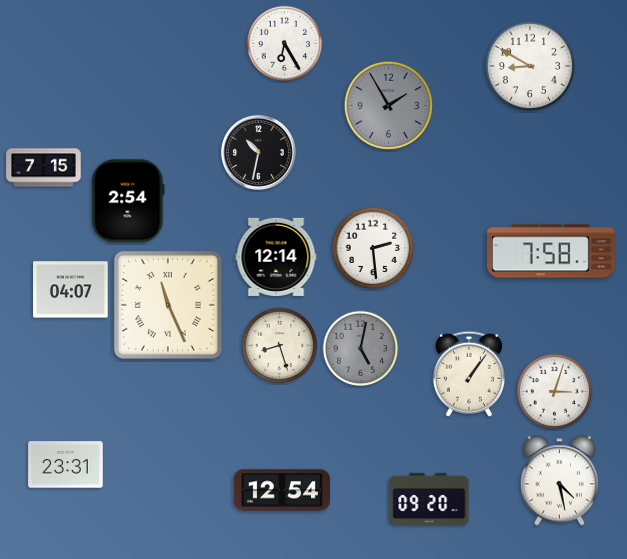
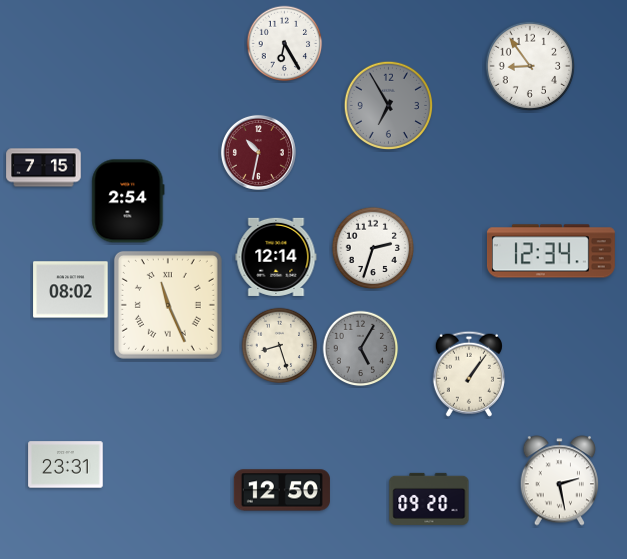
clock at (529, 65): 8:50 -> 8:54
clock at (388, 105): 1:55 -> 6:55
clock at (258, 152) dial: black -> burgundy
clock at (373, 248): 2:29 -> 2:33
clock at (551, 251): 7:58 -> 12:34
clock at (71, 290): 04:07 -> 08:02
clock at (361, 349): 5:02 -> 5:05
clock at (555, 392): 3:03 -> none
clock at (559, 481): 4:28 -> 2:28
clock at (282, 490): 12:54 -> 12:50
